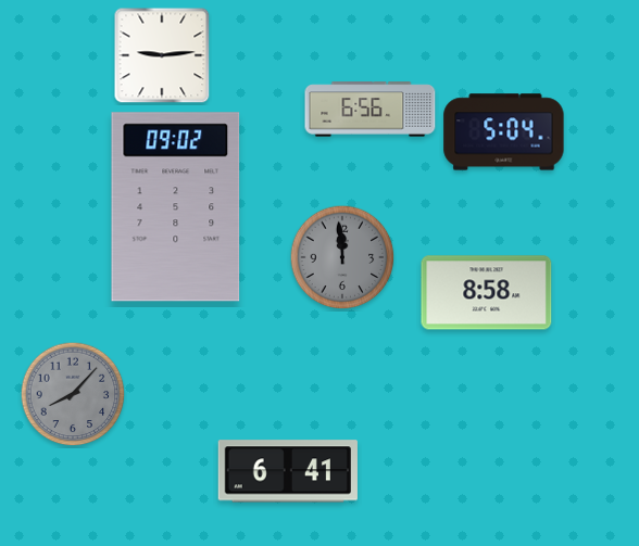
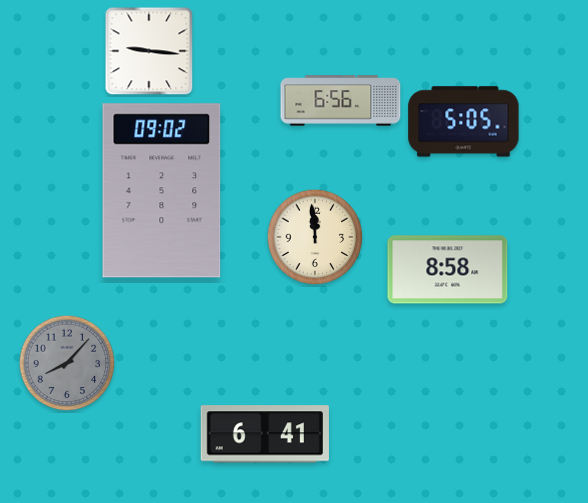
clock at (162, 55): 9:14 -> 9:16
clock at (504, 132): 5:04 -> 5:05
clock at (342, 257) dial: grey -> cream
